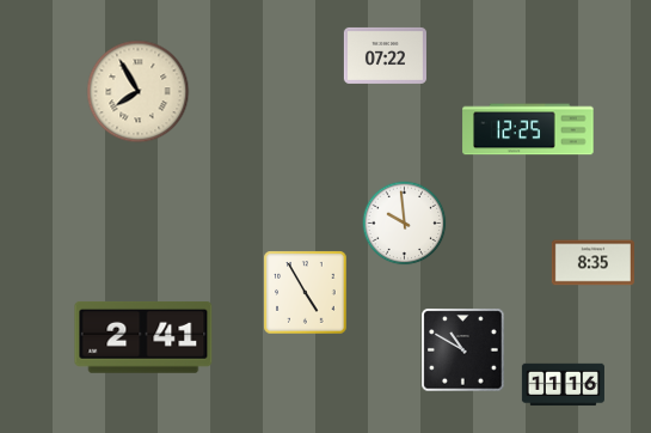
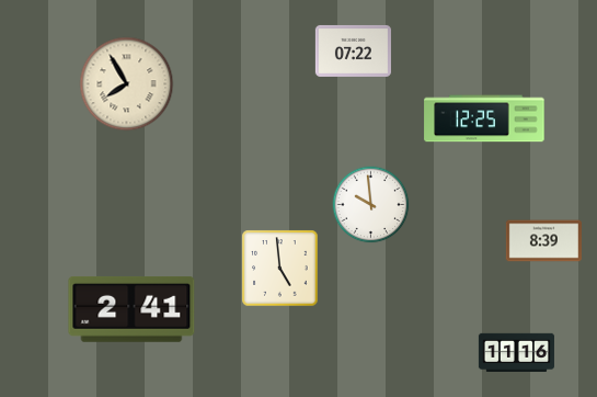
clock at (592, 263): 8:35 -> 8:39
clock at (306, 293): 4:55 -> 4:59
clock at (463, 350): 10:50 -> none
